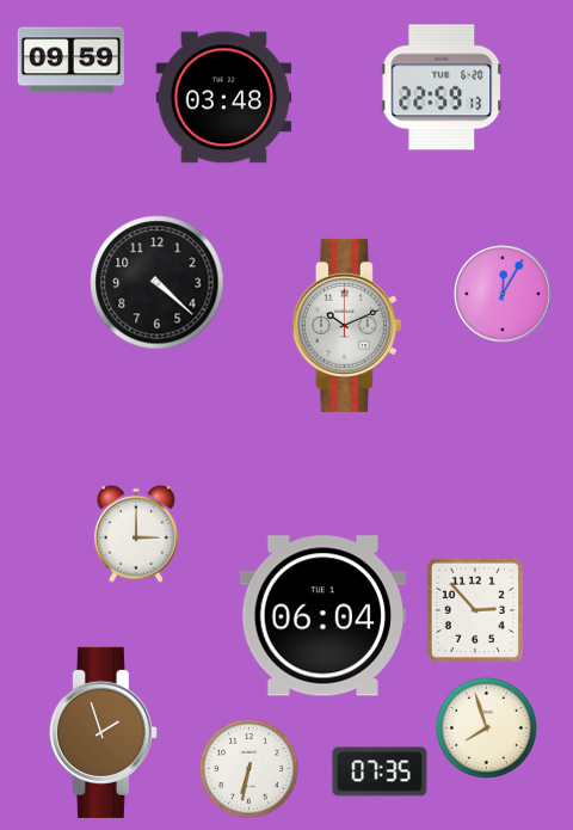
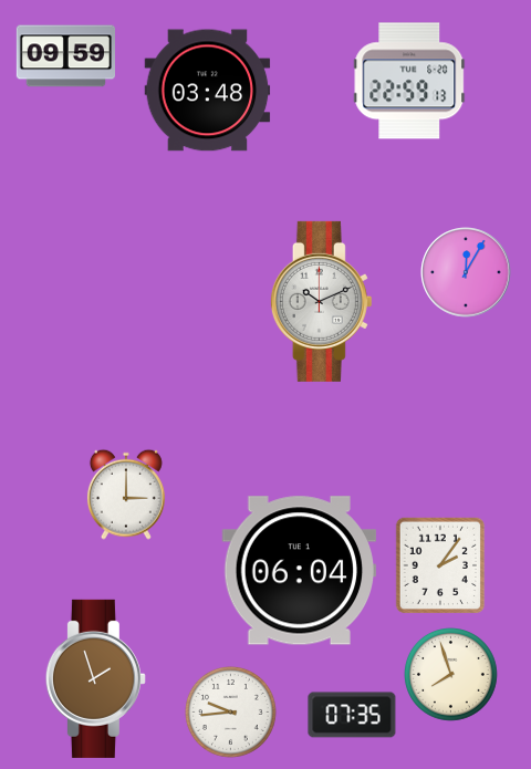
clock at (158, 283): 4:22 -> none
clock at (475, 610): 2:53 -> 2:06
clock at (249, 769): 6:32 -> 9:44
